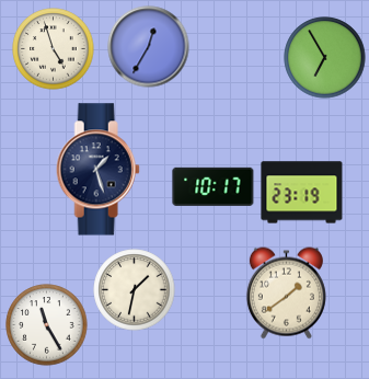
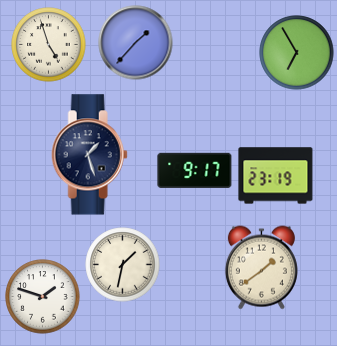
clock at (149, 47): 12:35 -> 1:37
clock at (214, 186): 10:17 -> 9:17
clock at (47, 325): 11:25 -> 1:48
